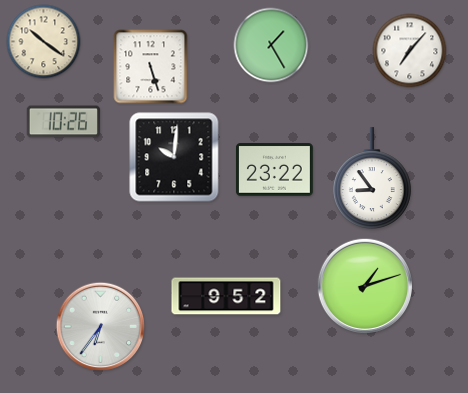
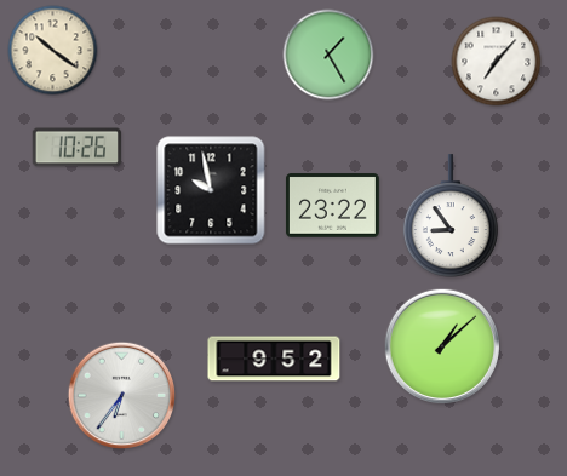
clock at (151, 67): 5:27 -> none
clock at (174, 157): 10:01 -> 9:58
clock at (364, 285): 1:12 -> 1:08
